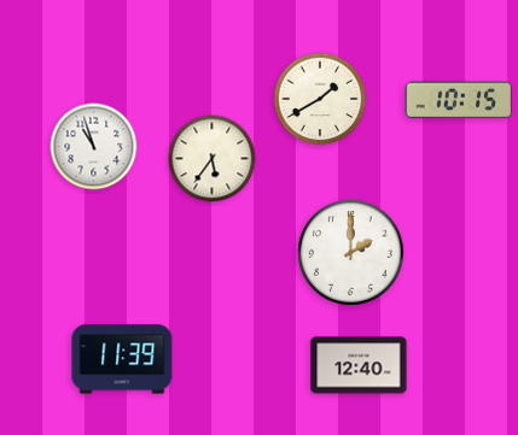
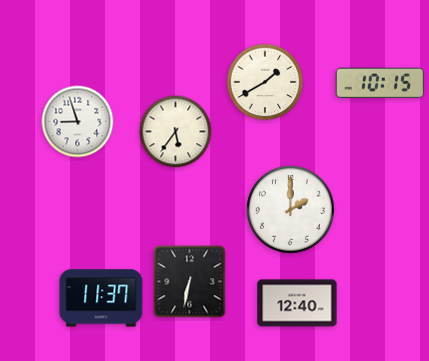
clock at (94, 147): 10:57 -> 8:57
clock at (190, 282): none -> 6:32
clock at (122, 359): 11:39 -> 11:37
